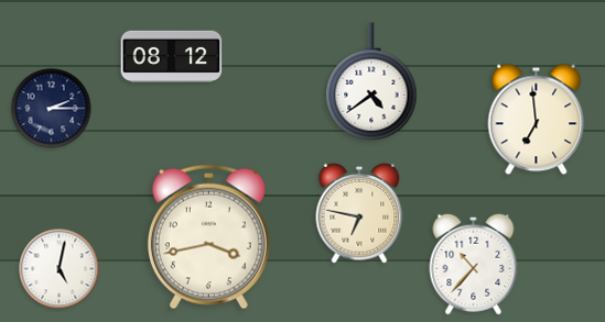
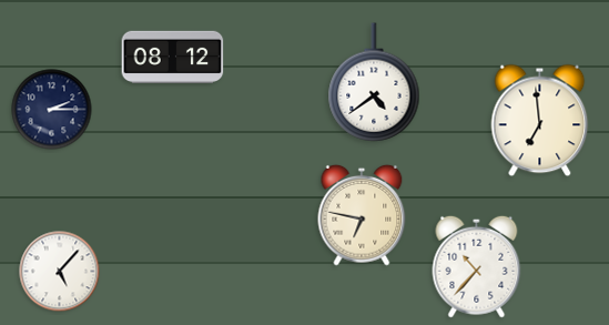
clock at (208, 237): 3:43 -> none
clock at (60, 269): 5:02 -> 5:07
